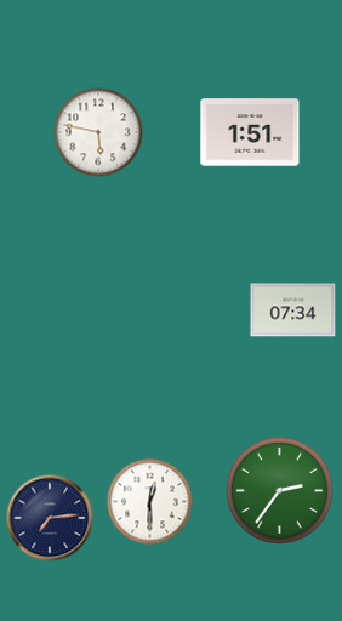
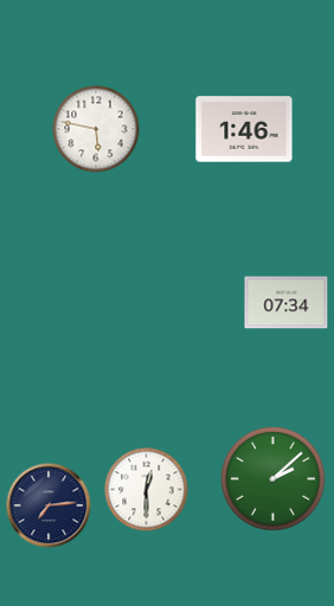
clock at (250, 132): 1:51 -> 1:46
clock at (280, 491): 2:36 -> 2:08
